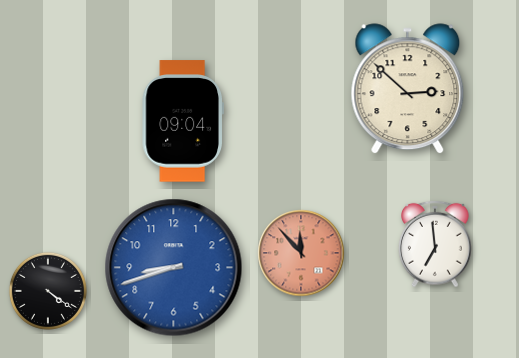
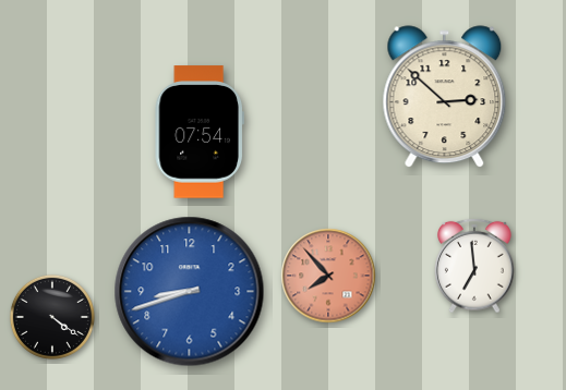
clock at (183, 121): 09:04 -> 07:54
clock at (301, 253): 11:53 -> 7:53
